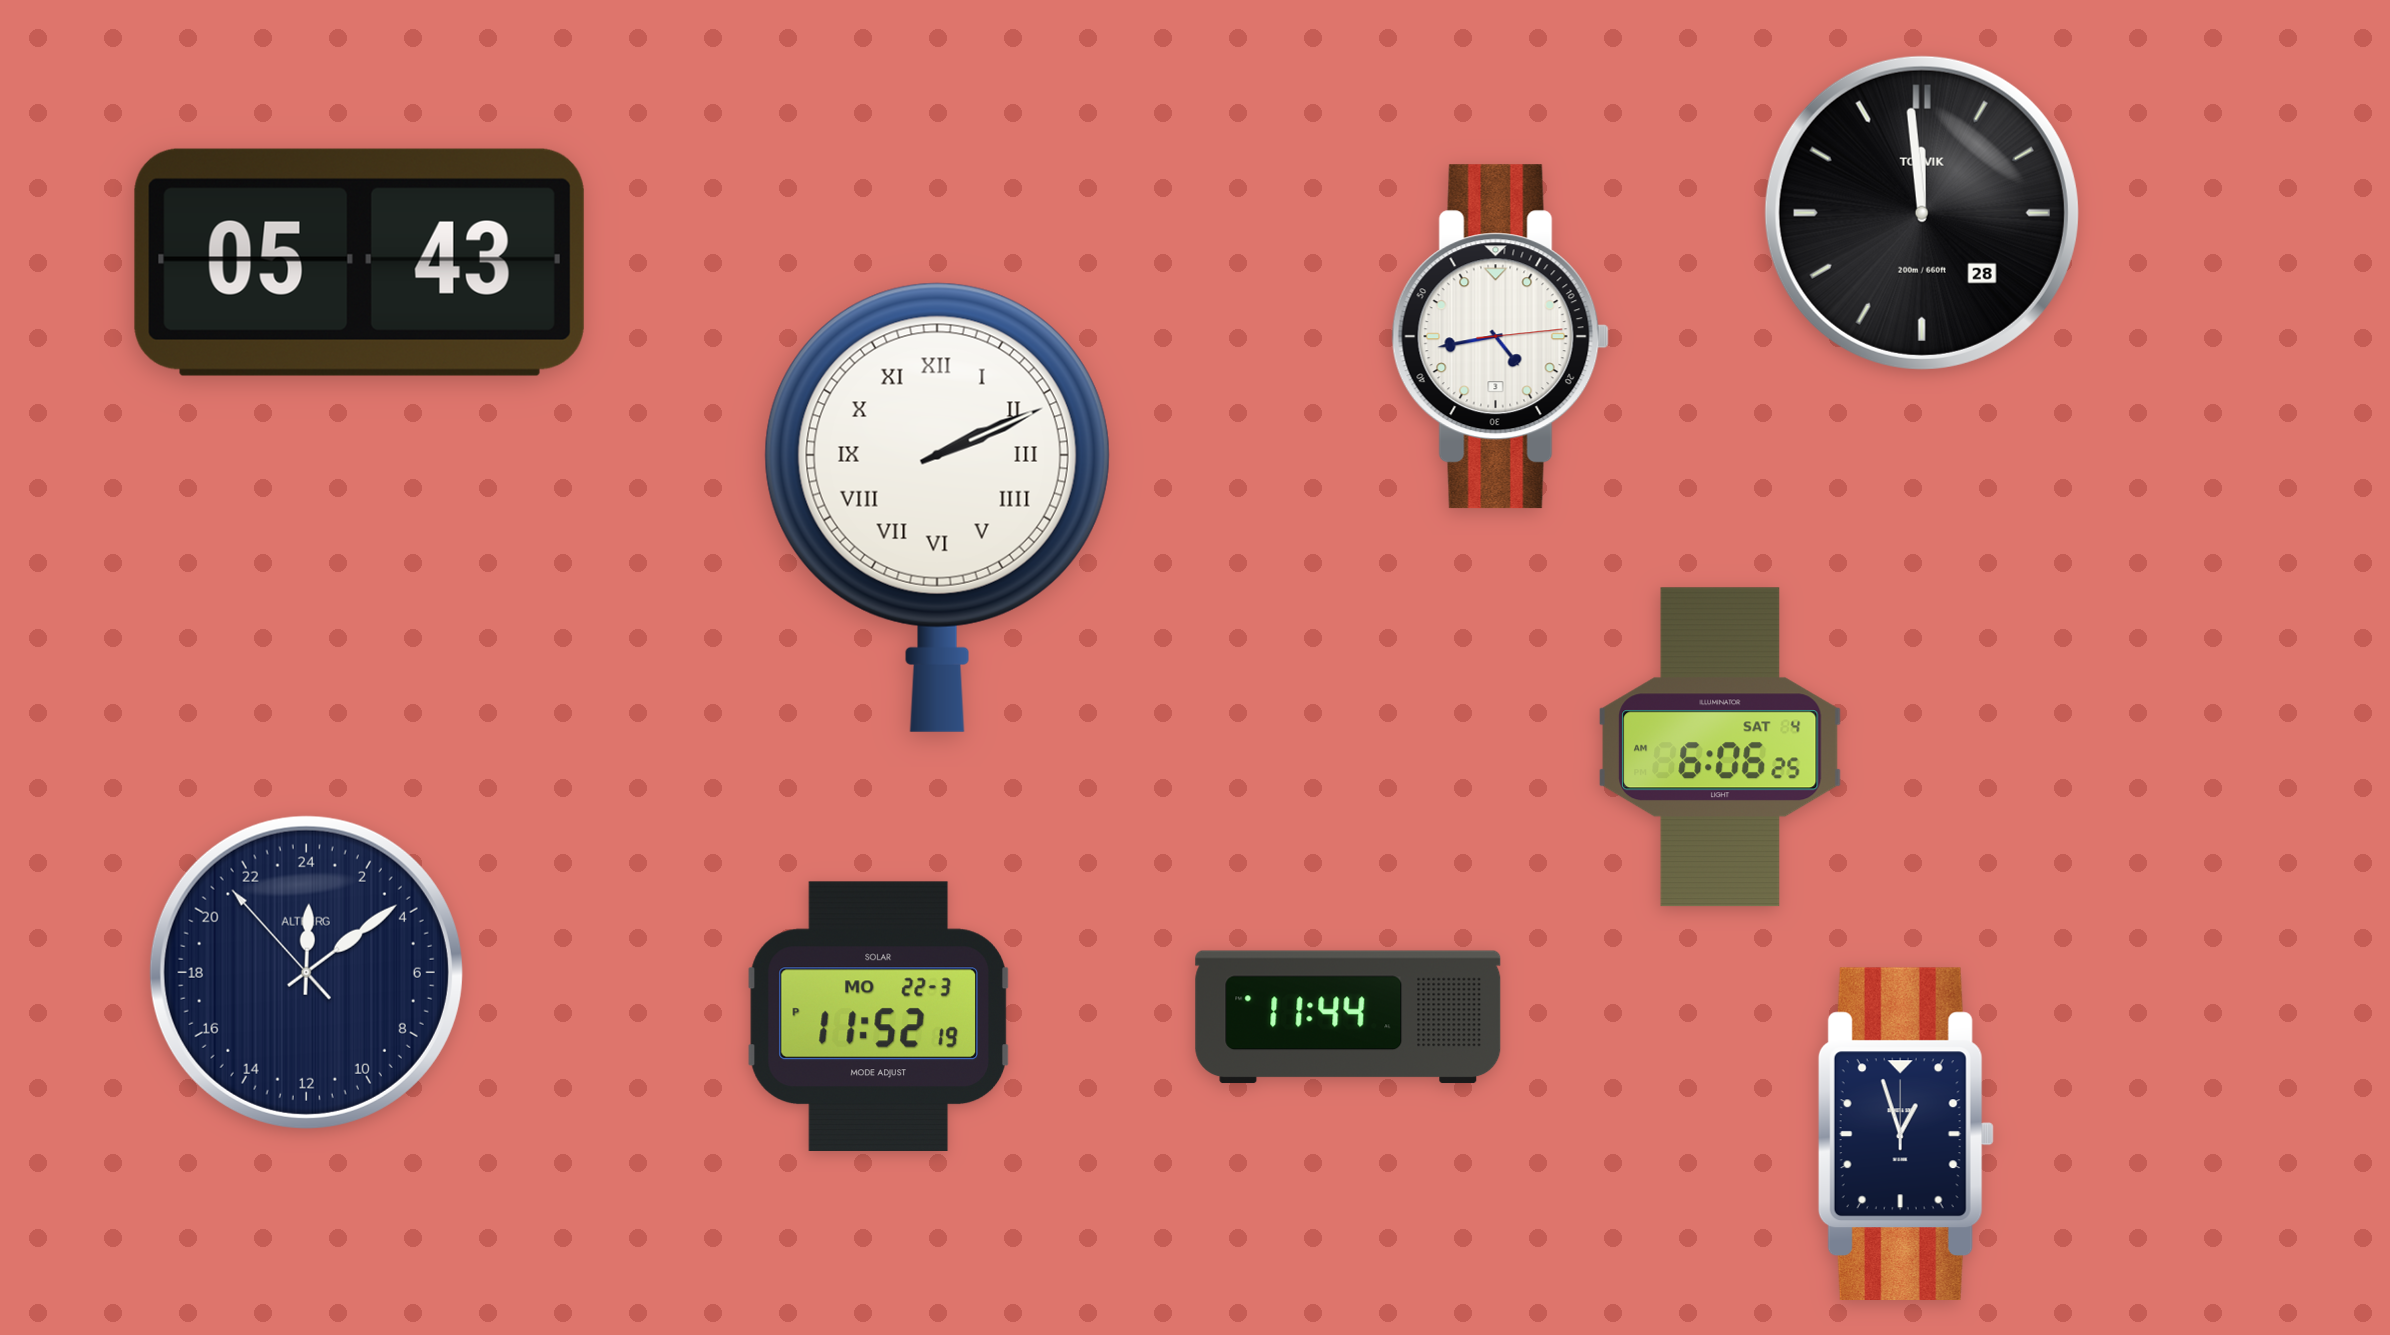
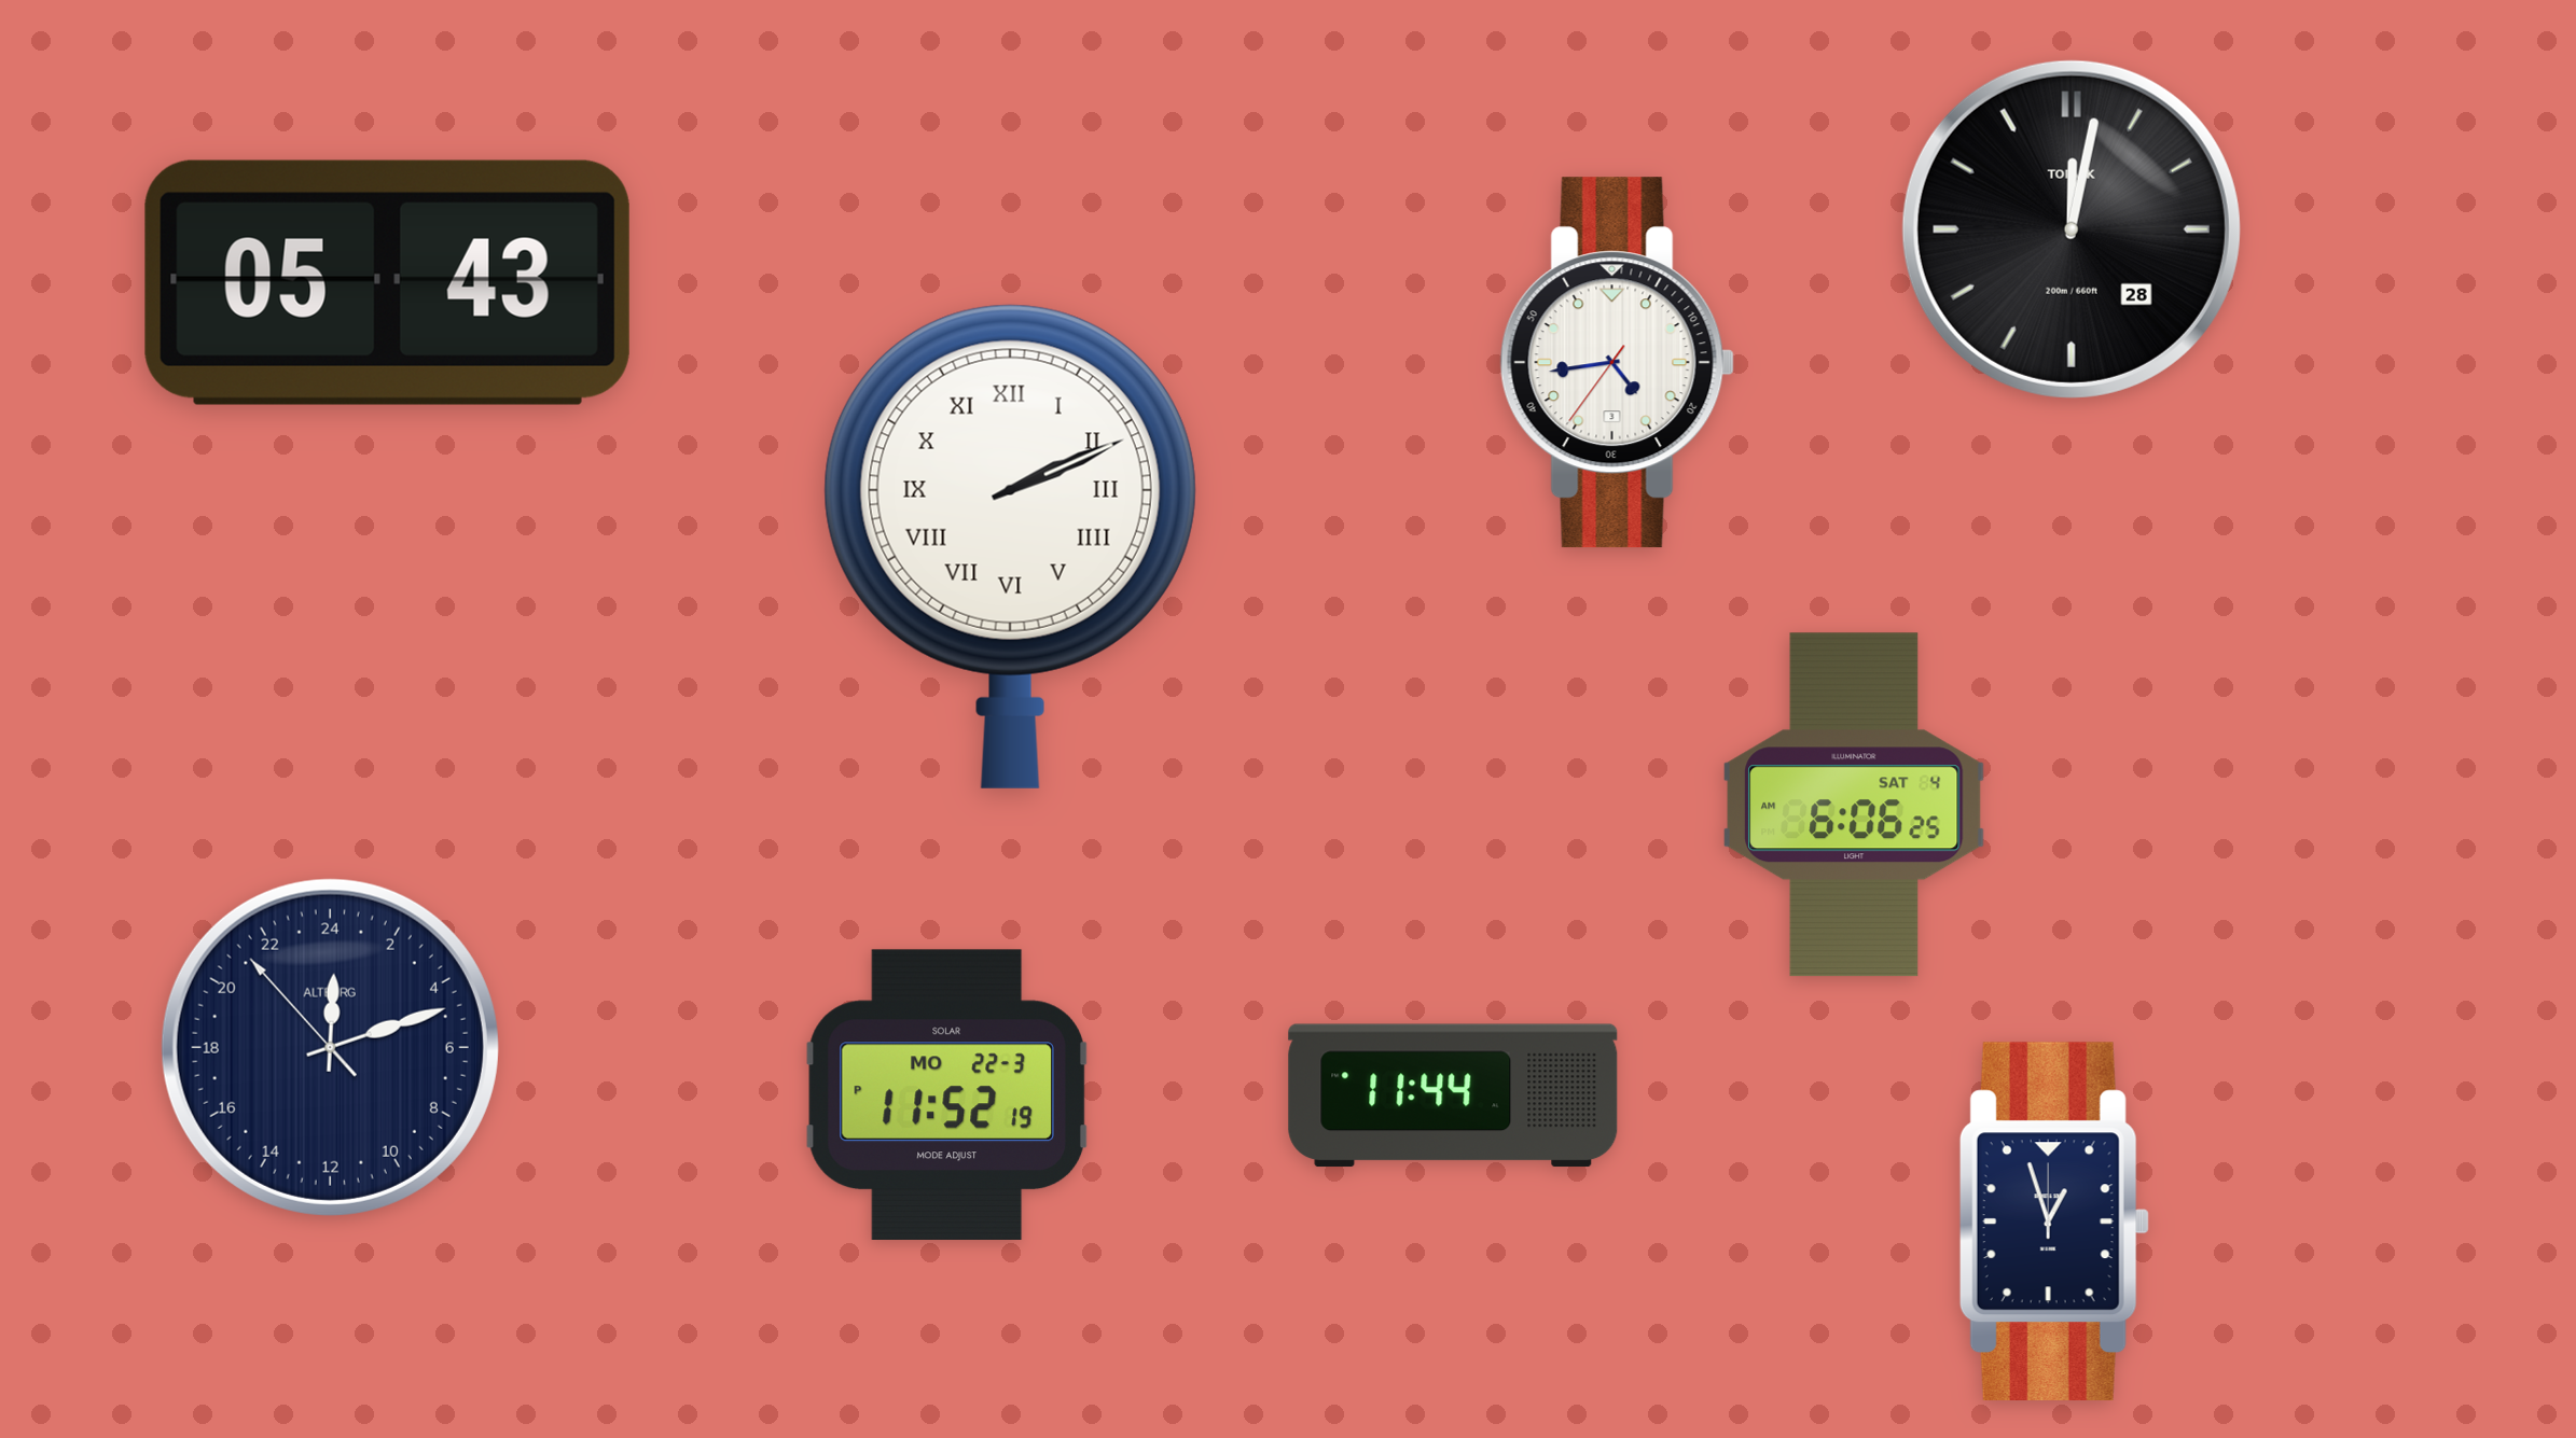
clock at (1922, 213): 11:59 -> 12:02
clock at (1500, 337): 4:43:14 -> 4:43:36
clock at (306, 972): 0:08 -> 0:11
